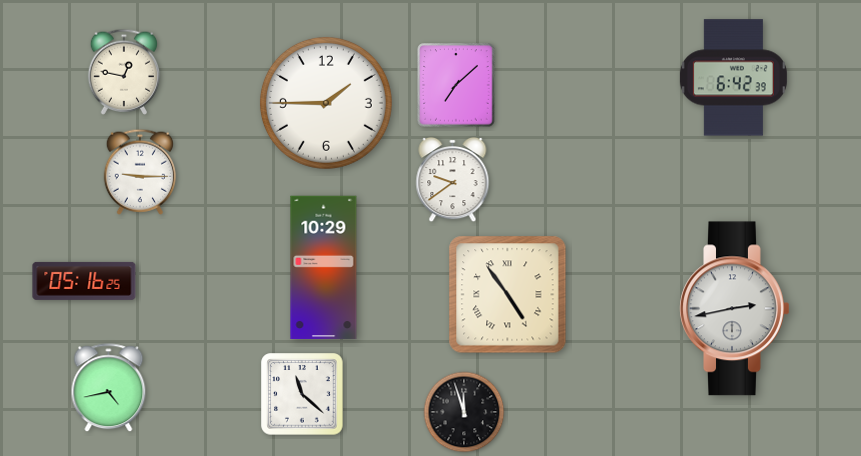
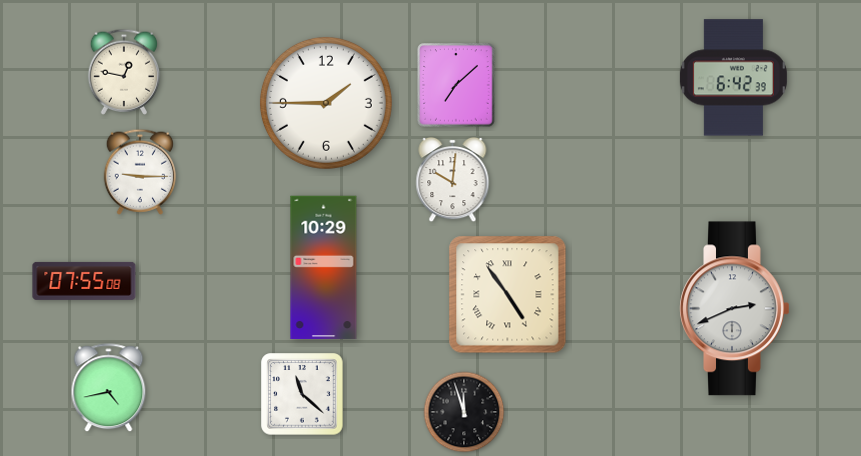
clock at (453, 180): 9:39 -> 10:01
clock at (84, 281): 05:16 -> 07:55
clock at (735, 309): 2:43 -> 2:41
